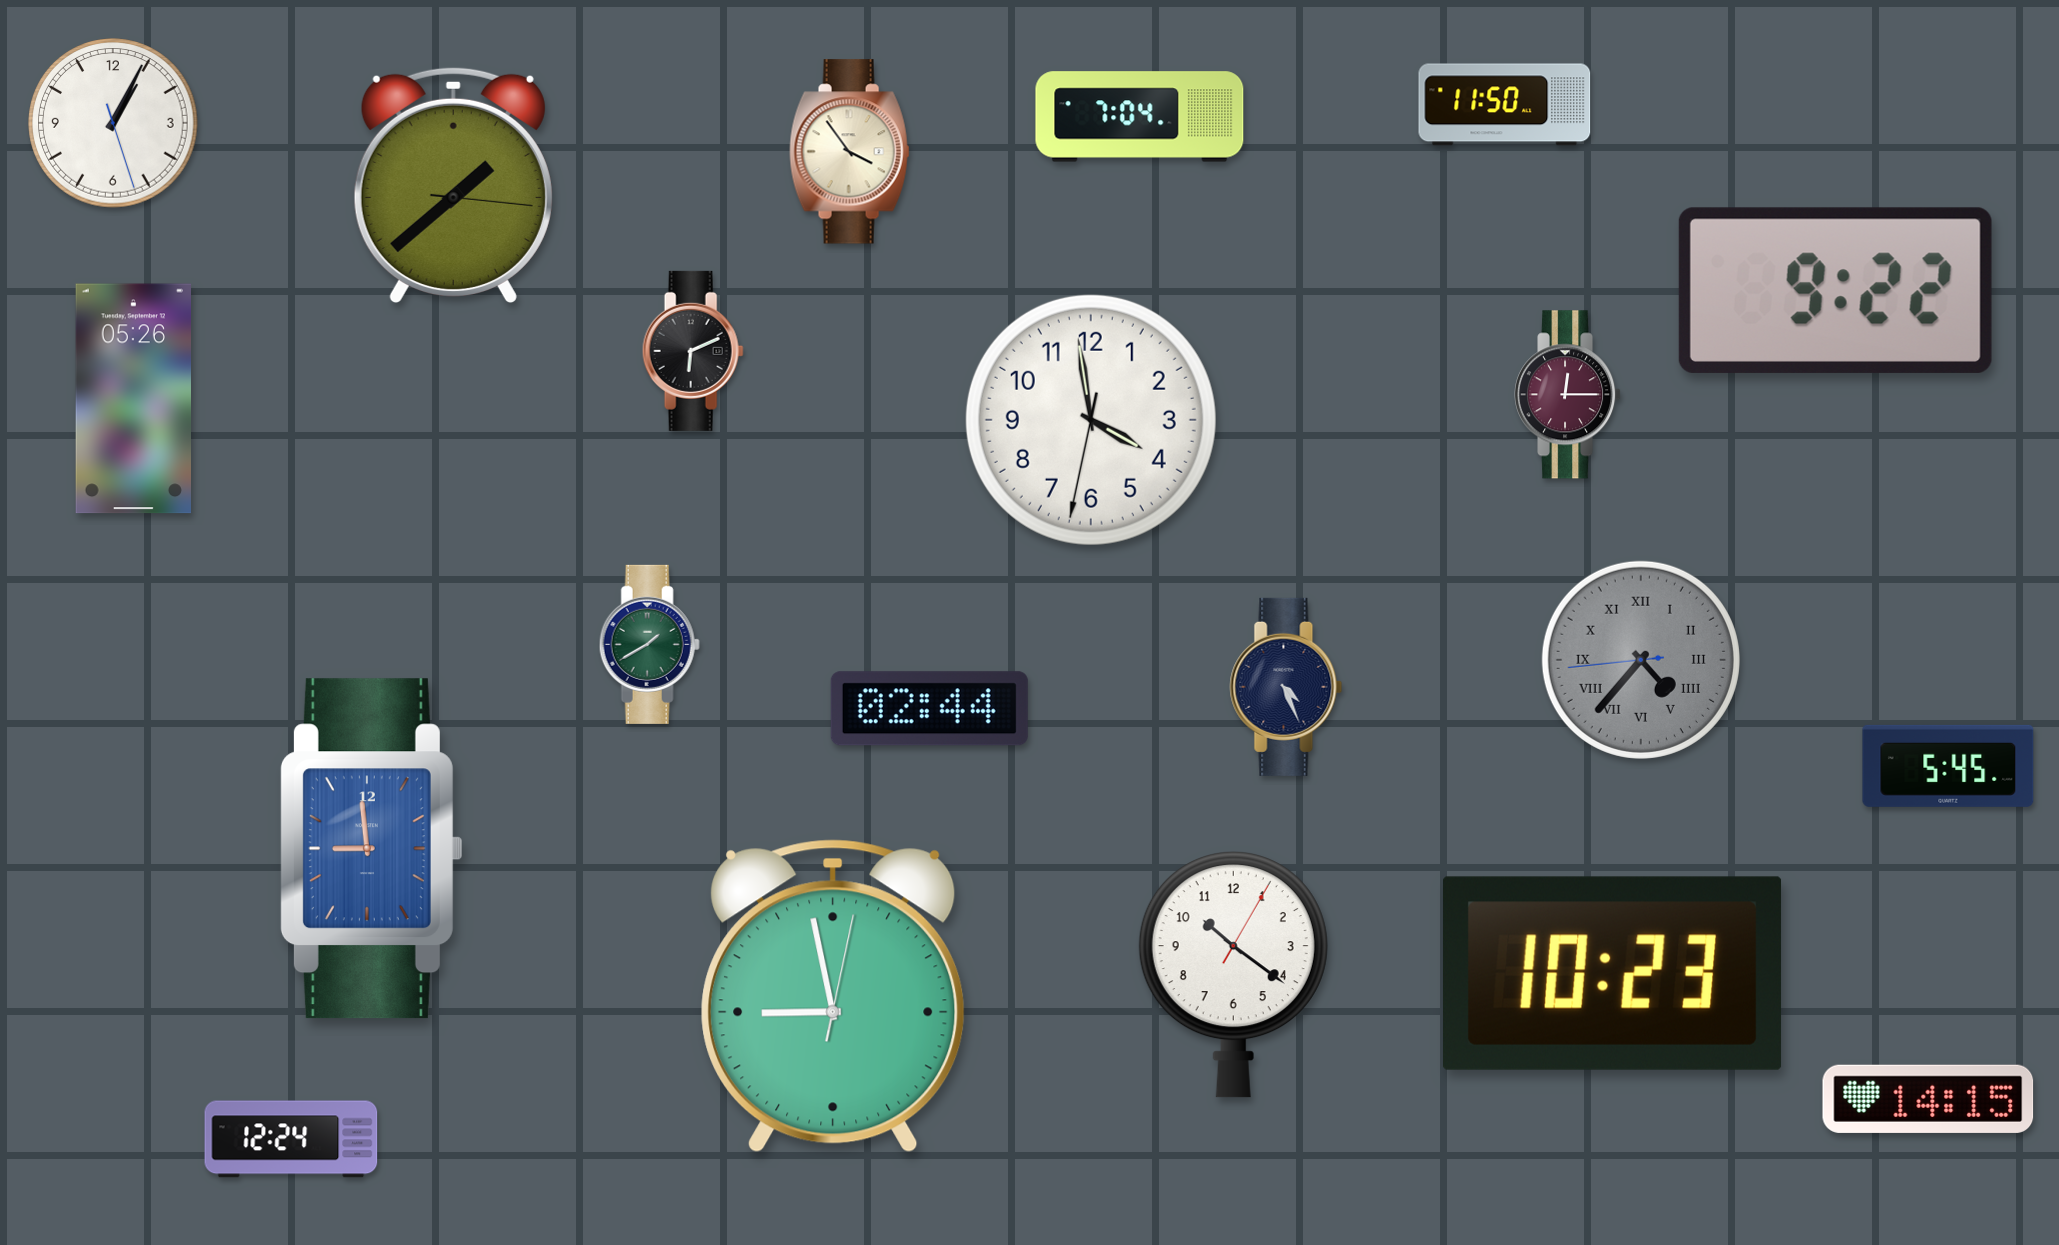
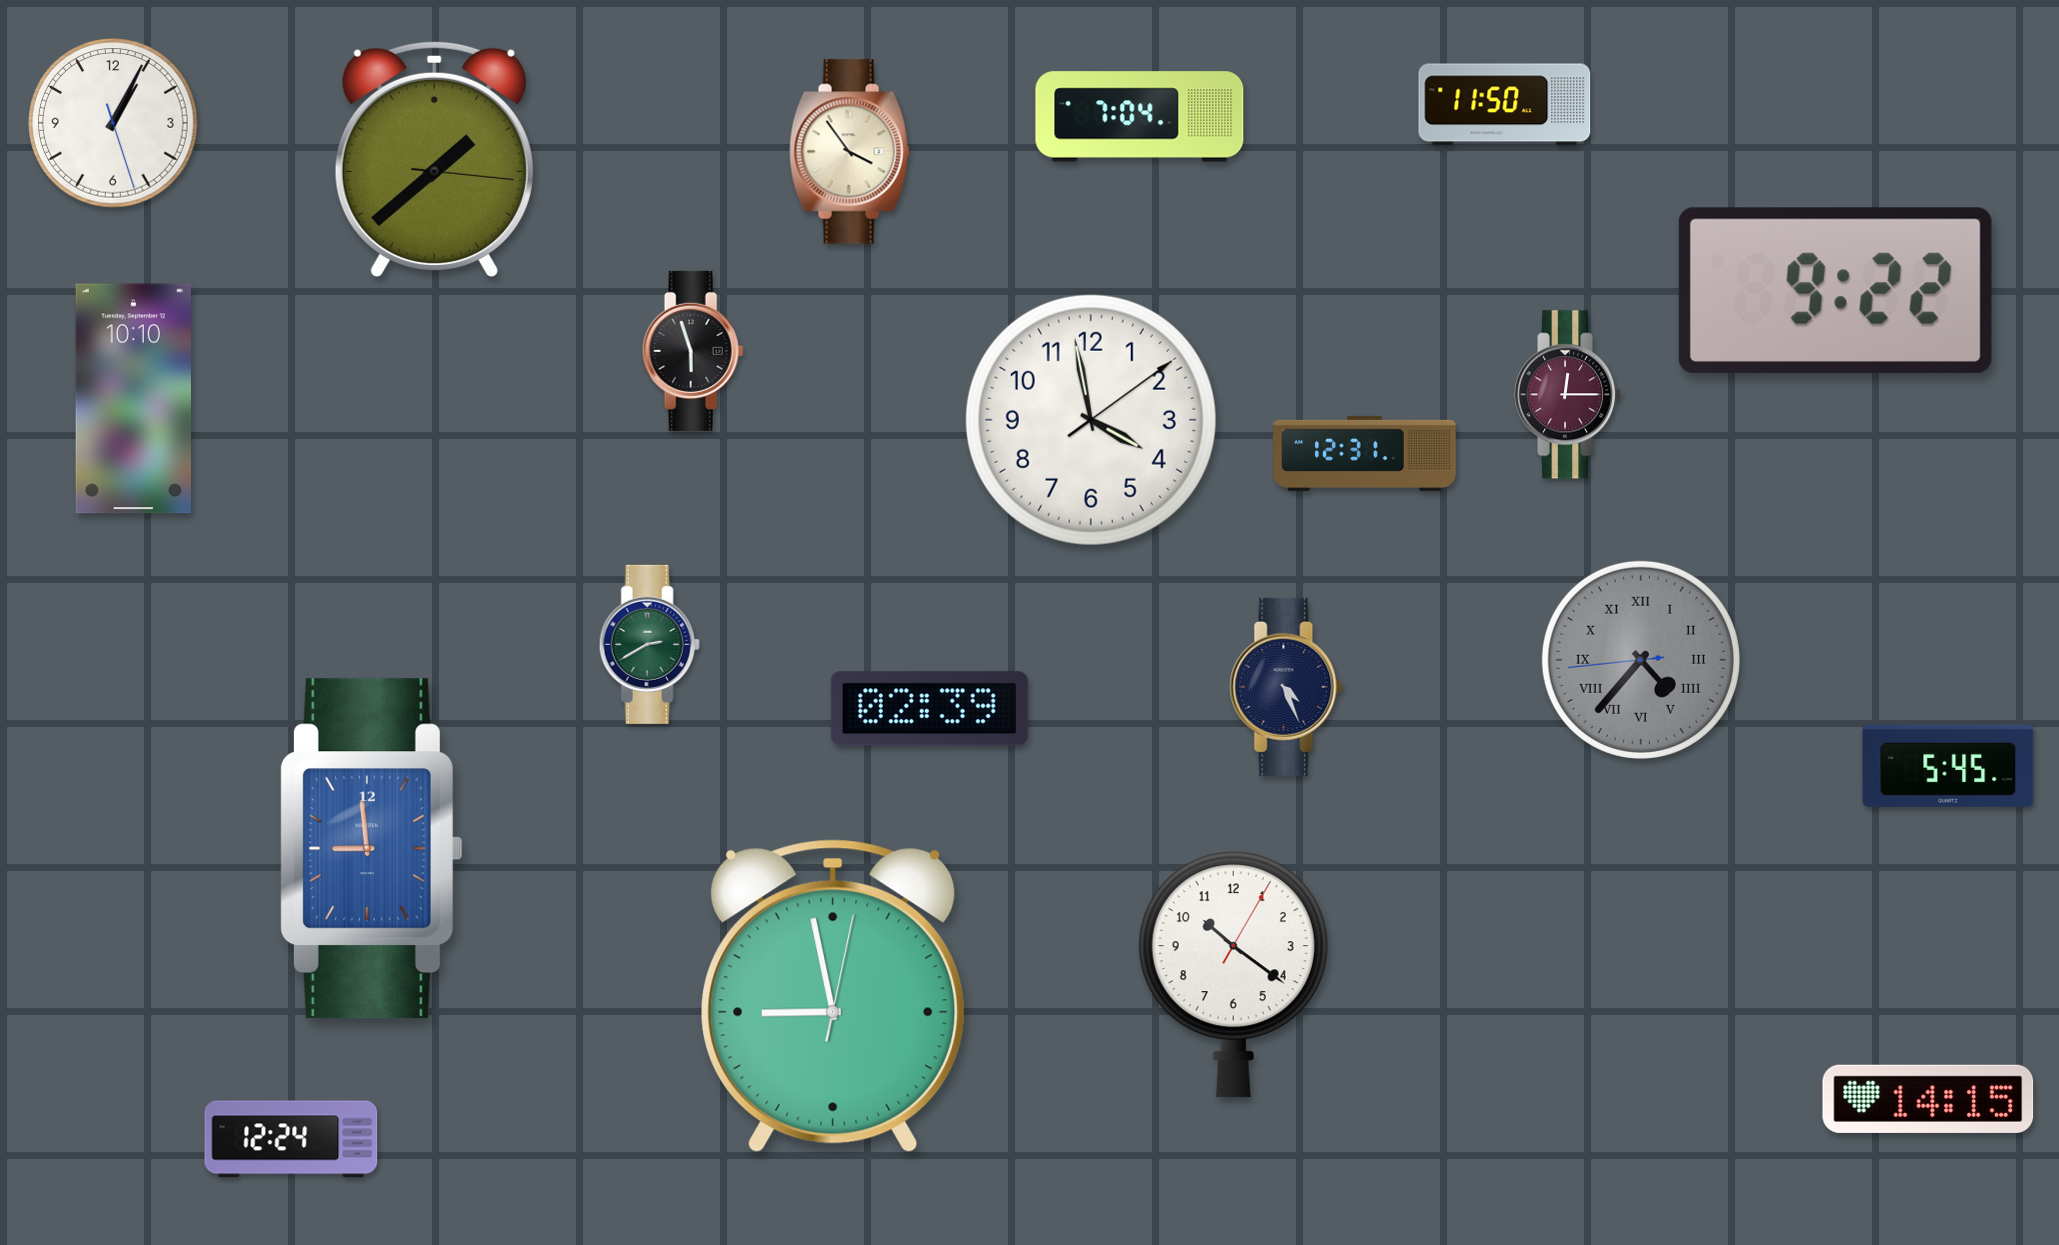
clock at (453, 184) position: (453, 184) -> (434, 158)
clock at (693, 351): 6:11 -> 5:57
clock at (133, 399): 05:26 -> 10:10
clock at (1091, 420): 3:58:32 -> 3:58:09
clock at (1365, 453): none -> 12:31
clock at (649, 644): 1:40 -> 2:40
clock at (929, 709): 02:44 -> 02:39
clock at (1613, 973): 10:23 -> none
